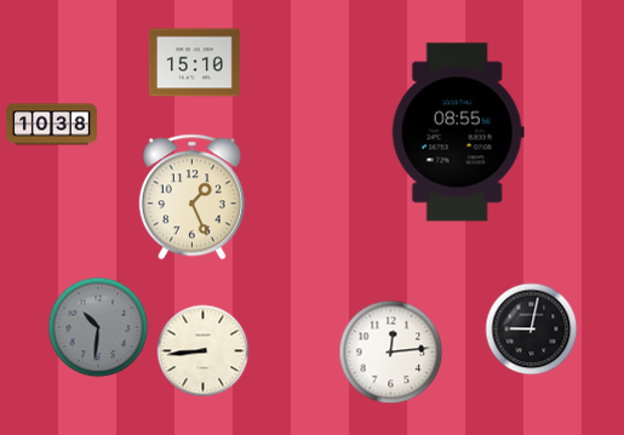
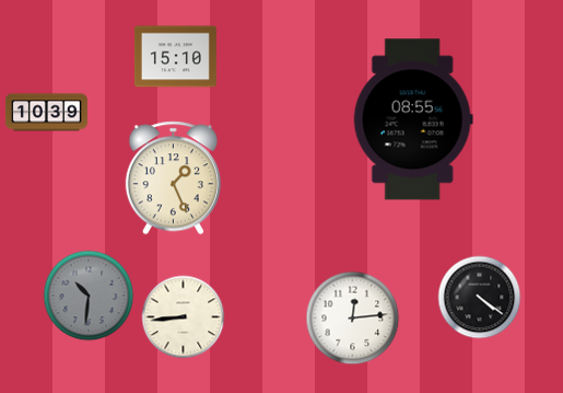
clock at (51, 125): 10:38 -> 10:39
clock at (532, 330): 9:02 -> 4:21
